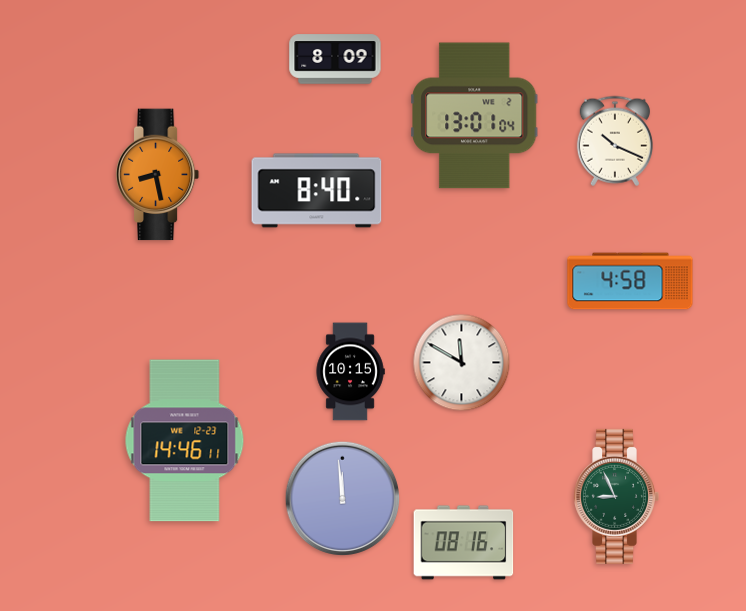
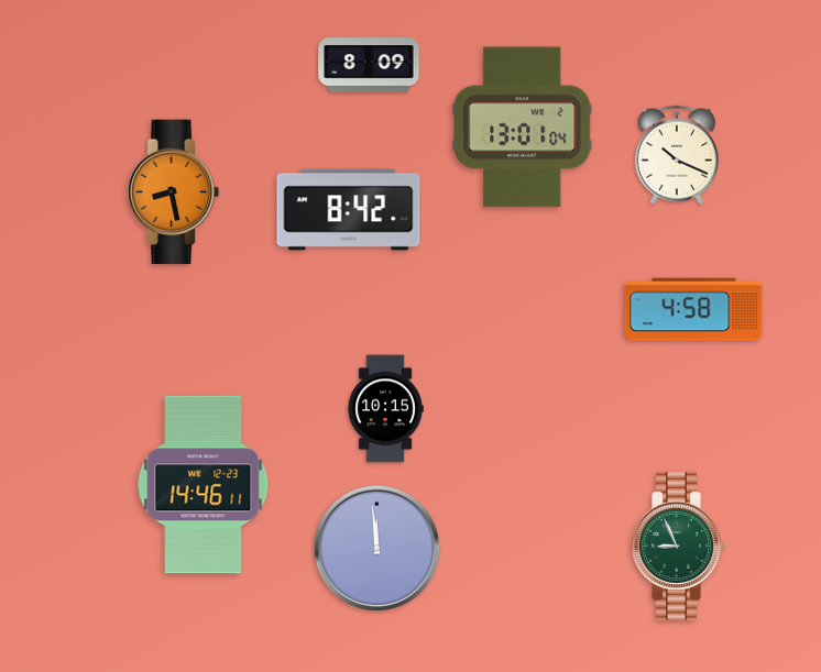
clock at (317, 191): 8:40 -> 8:42
clock at (462, 363): 11:50 -> none
clock at (464, 543): 08:16 -> none
